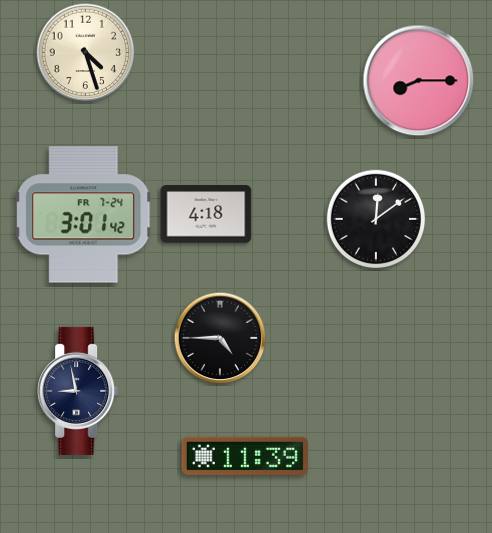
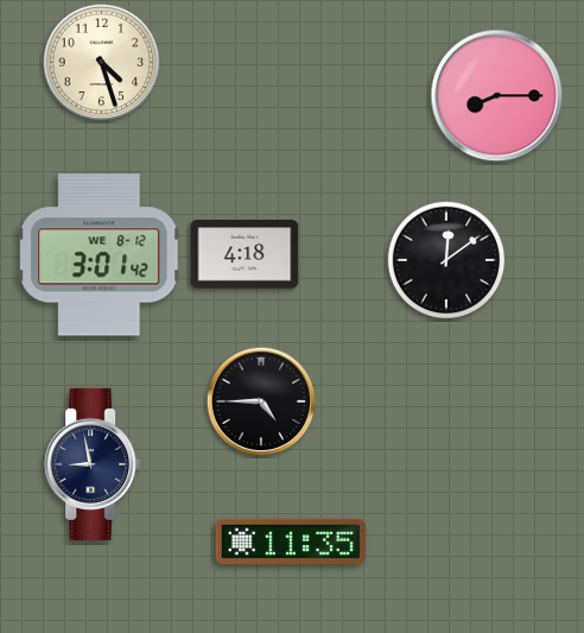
clock at (84, 215) date: FR 7-24 -> WE 8-12
clock at (245, 456): 11:39 -> 11:35
